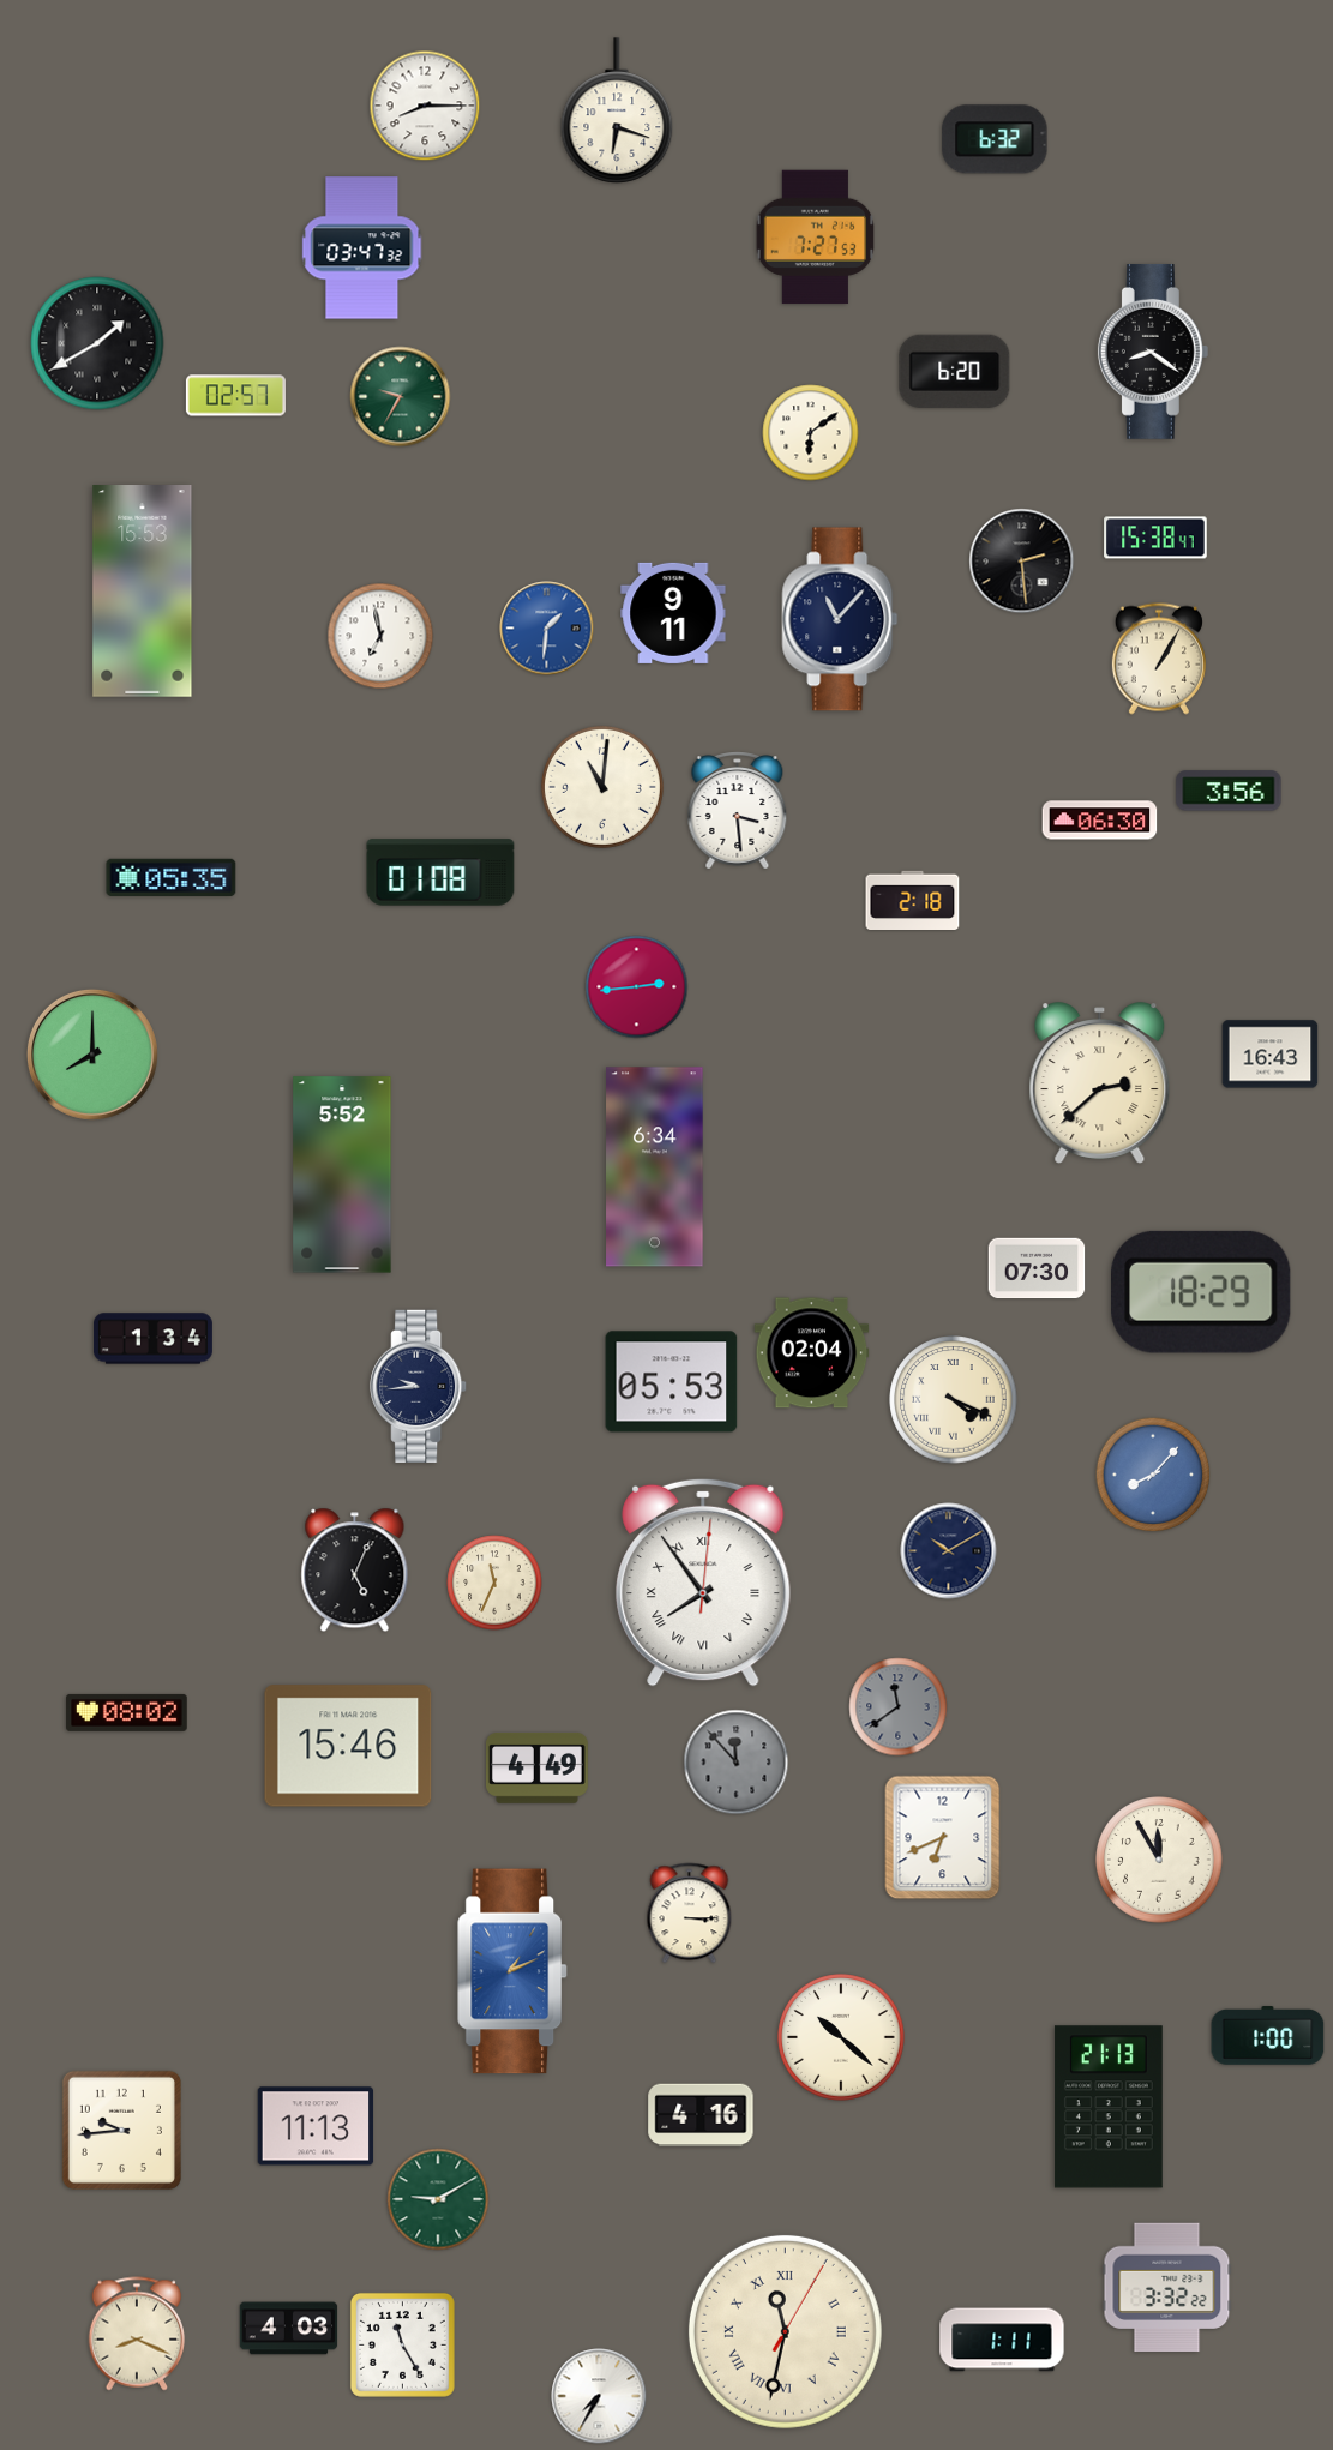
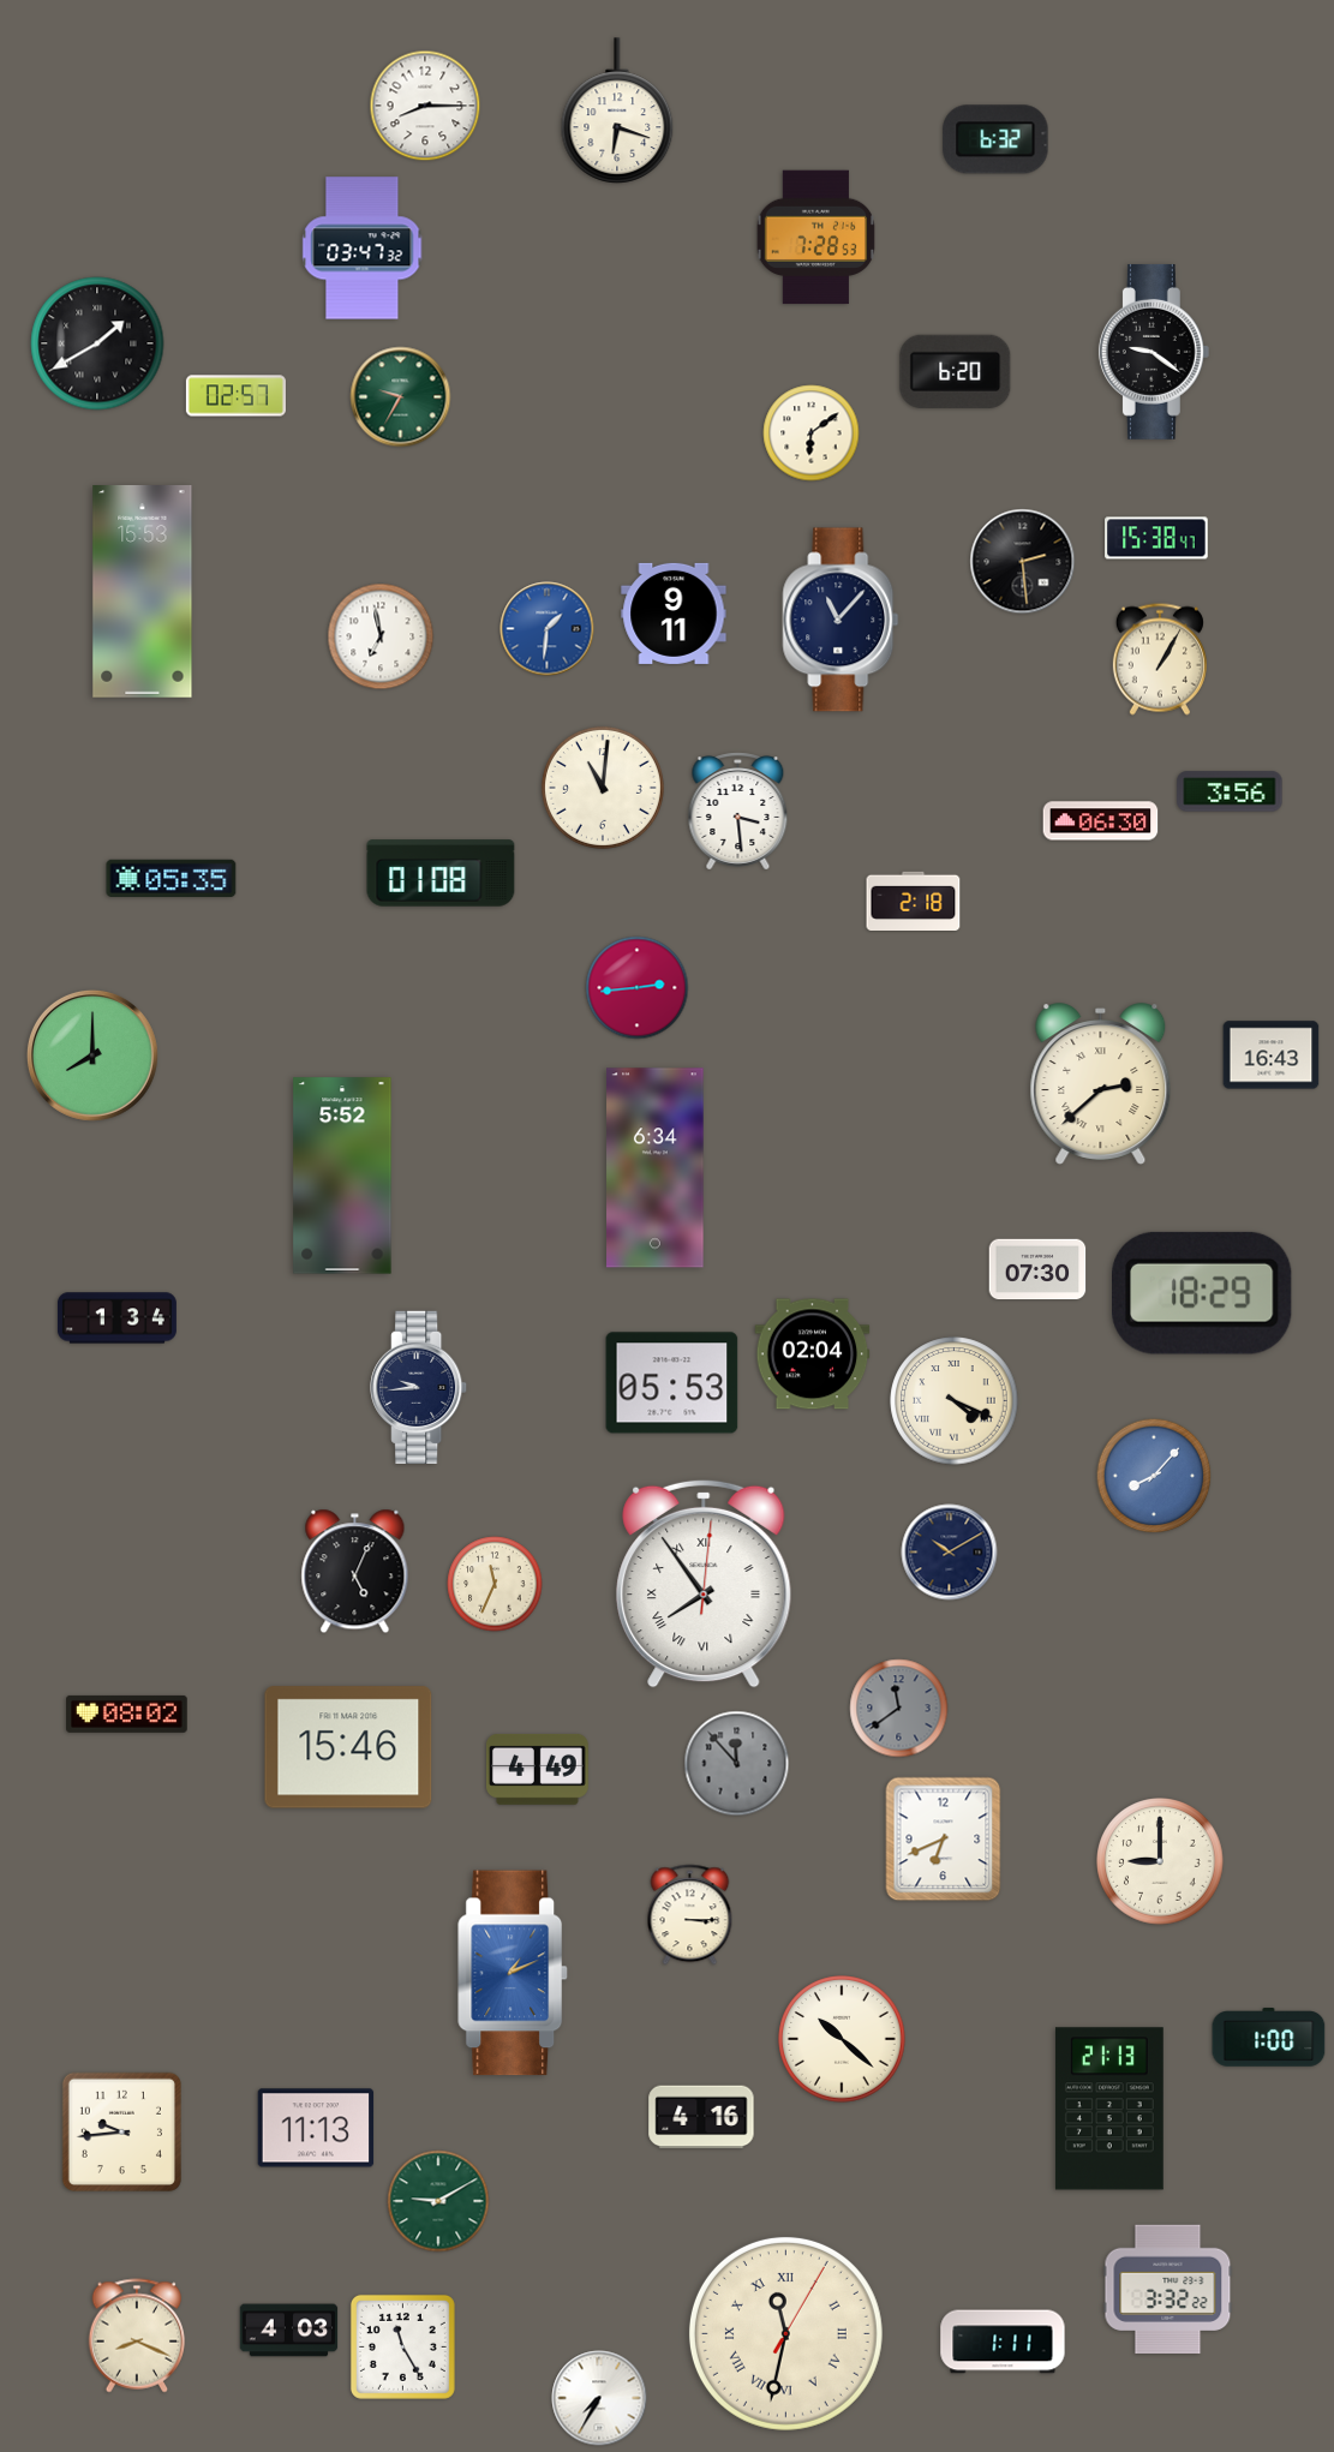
clock at (815, 238): 7:27 -> 7:28
clock at (1153, 352): 8:21 -> 9:21
clock at (152, 1339) position: (152, 1339) -> (116, 1318)
clock at (1159, 1860): 11:55 -> 9:00
